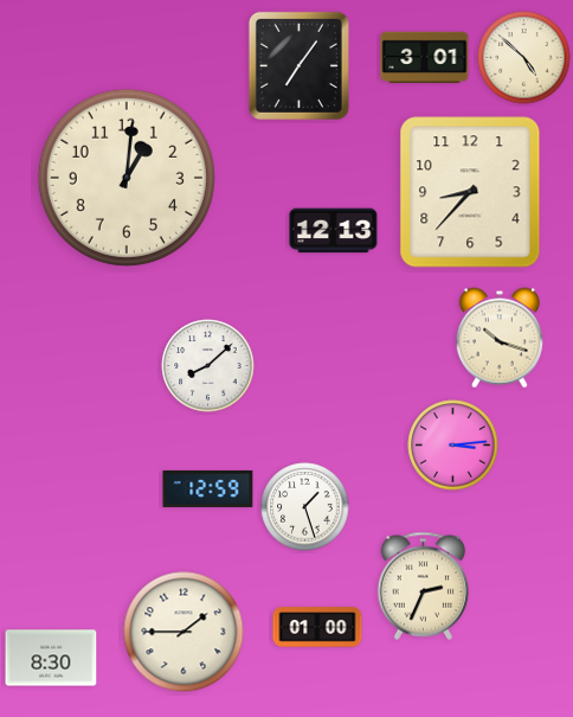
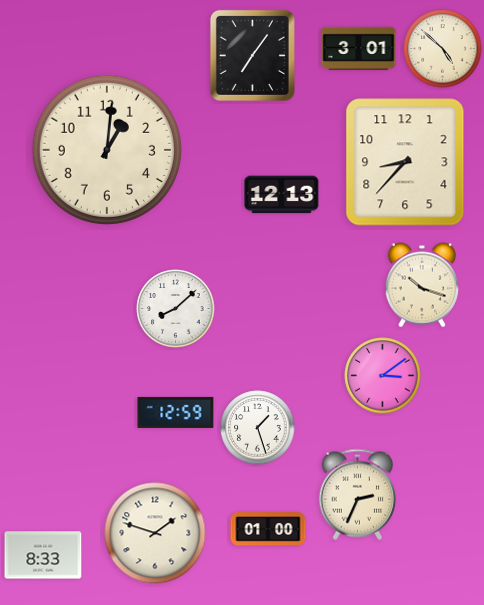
clock at (470, 192) position: (470, 192) -> (405, 162)
clock at (453, 446): 3:14 -> 3:09
clock at (184, 632): 1:45 -> 1:48
clock at (51, 658): 8:30 -> 8:33
